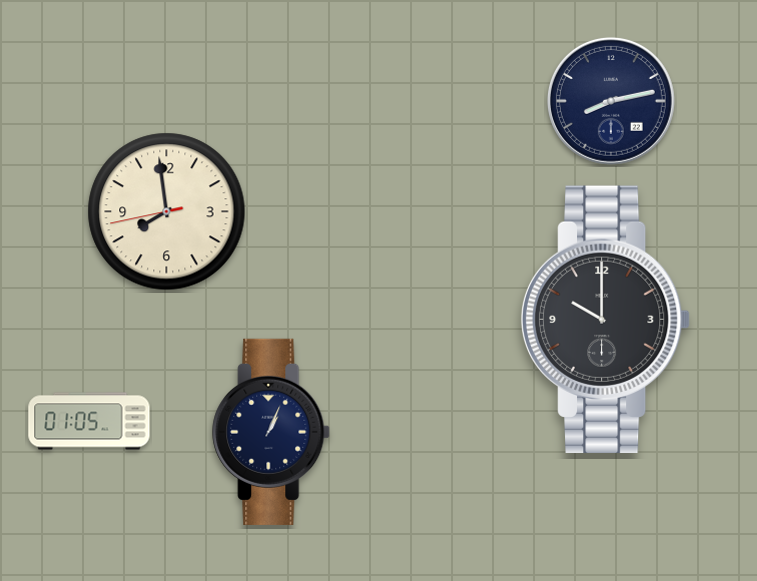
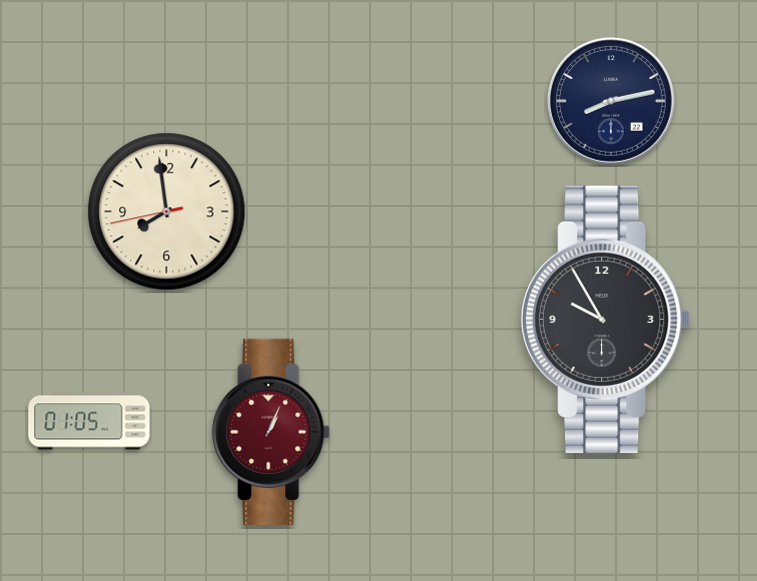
clock at (606, 319): 10:00 -> 9:55
clock at (272, 432) dial: navy -> burgundy
